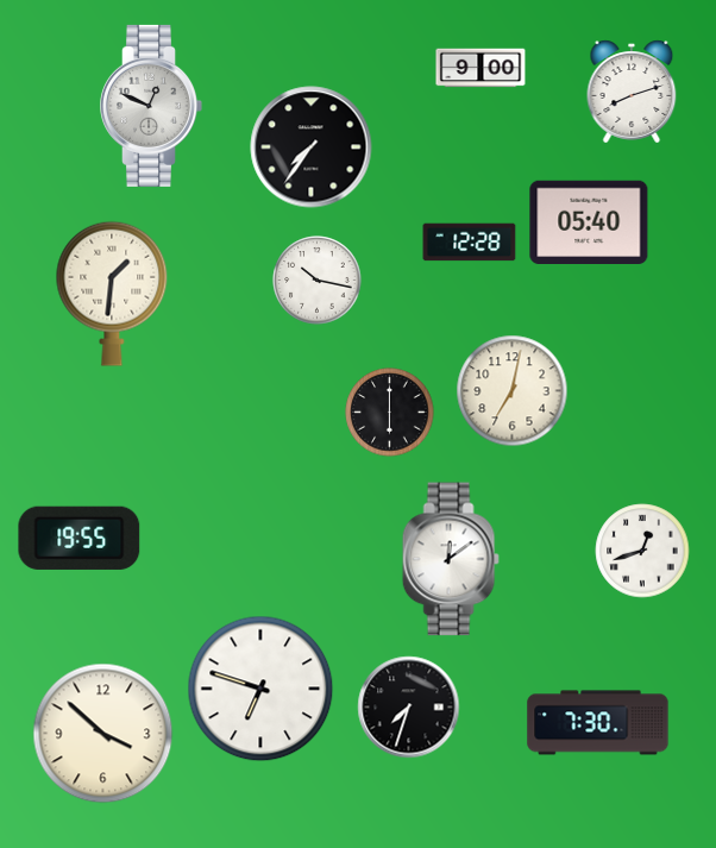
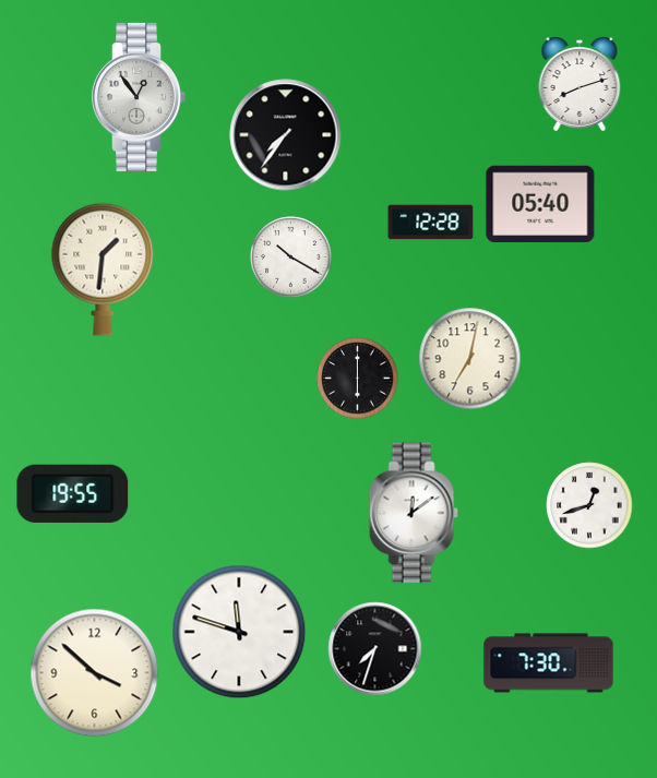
clock at (481, 68): 9:00 -> none
clock at (151, 106): 12:49 -> 12:54
clock at (318, 281): 10:17 -> 10:20
clock at (260, 689): 6:48 -> 11:48
